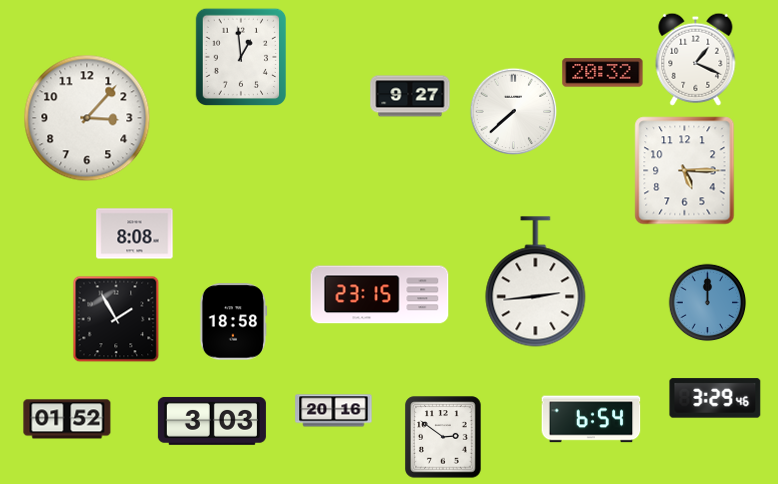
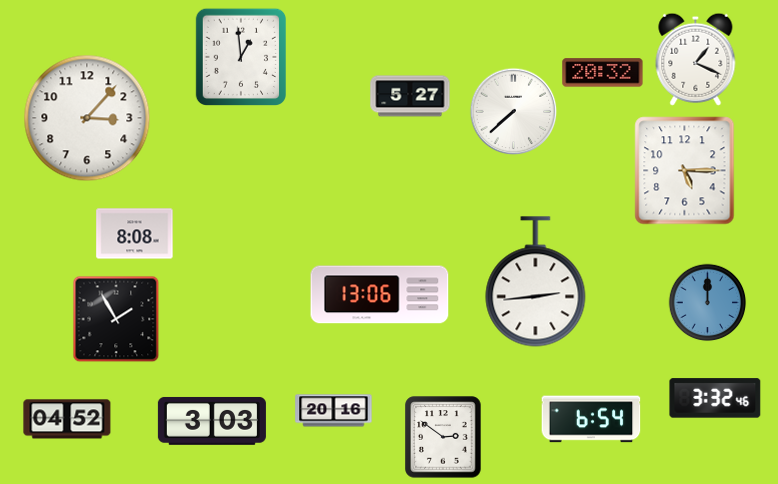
clock at (410, 96): 9:27 -> 5:27
clock at (380, 295): 23:15 -> 13:06
clock at (234, 322): 18:58 -> none
clock at (715, 398): 3:29 -> 3:32
clock at (67, 419): 01:52 -> 04:52
